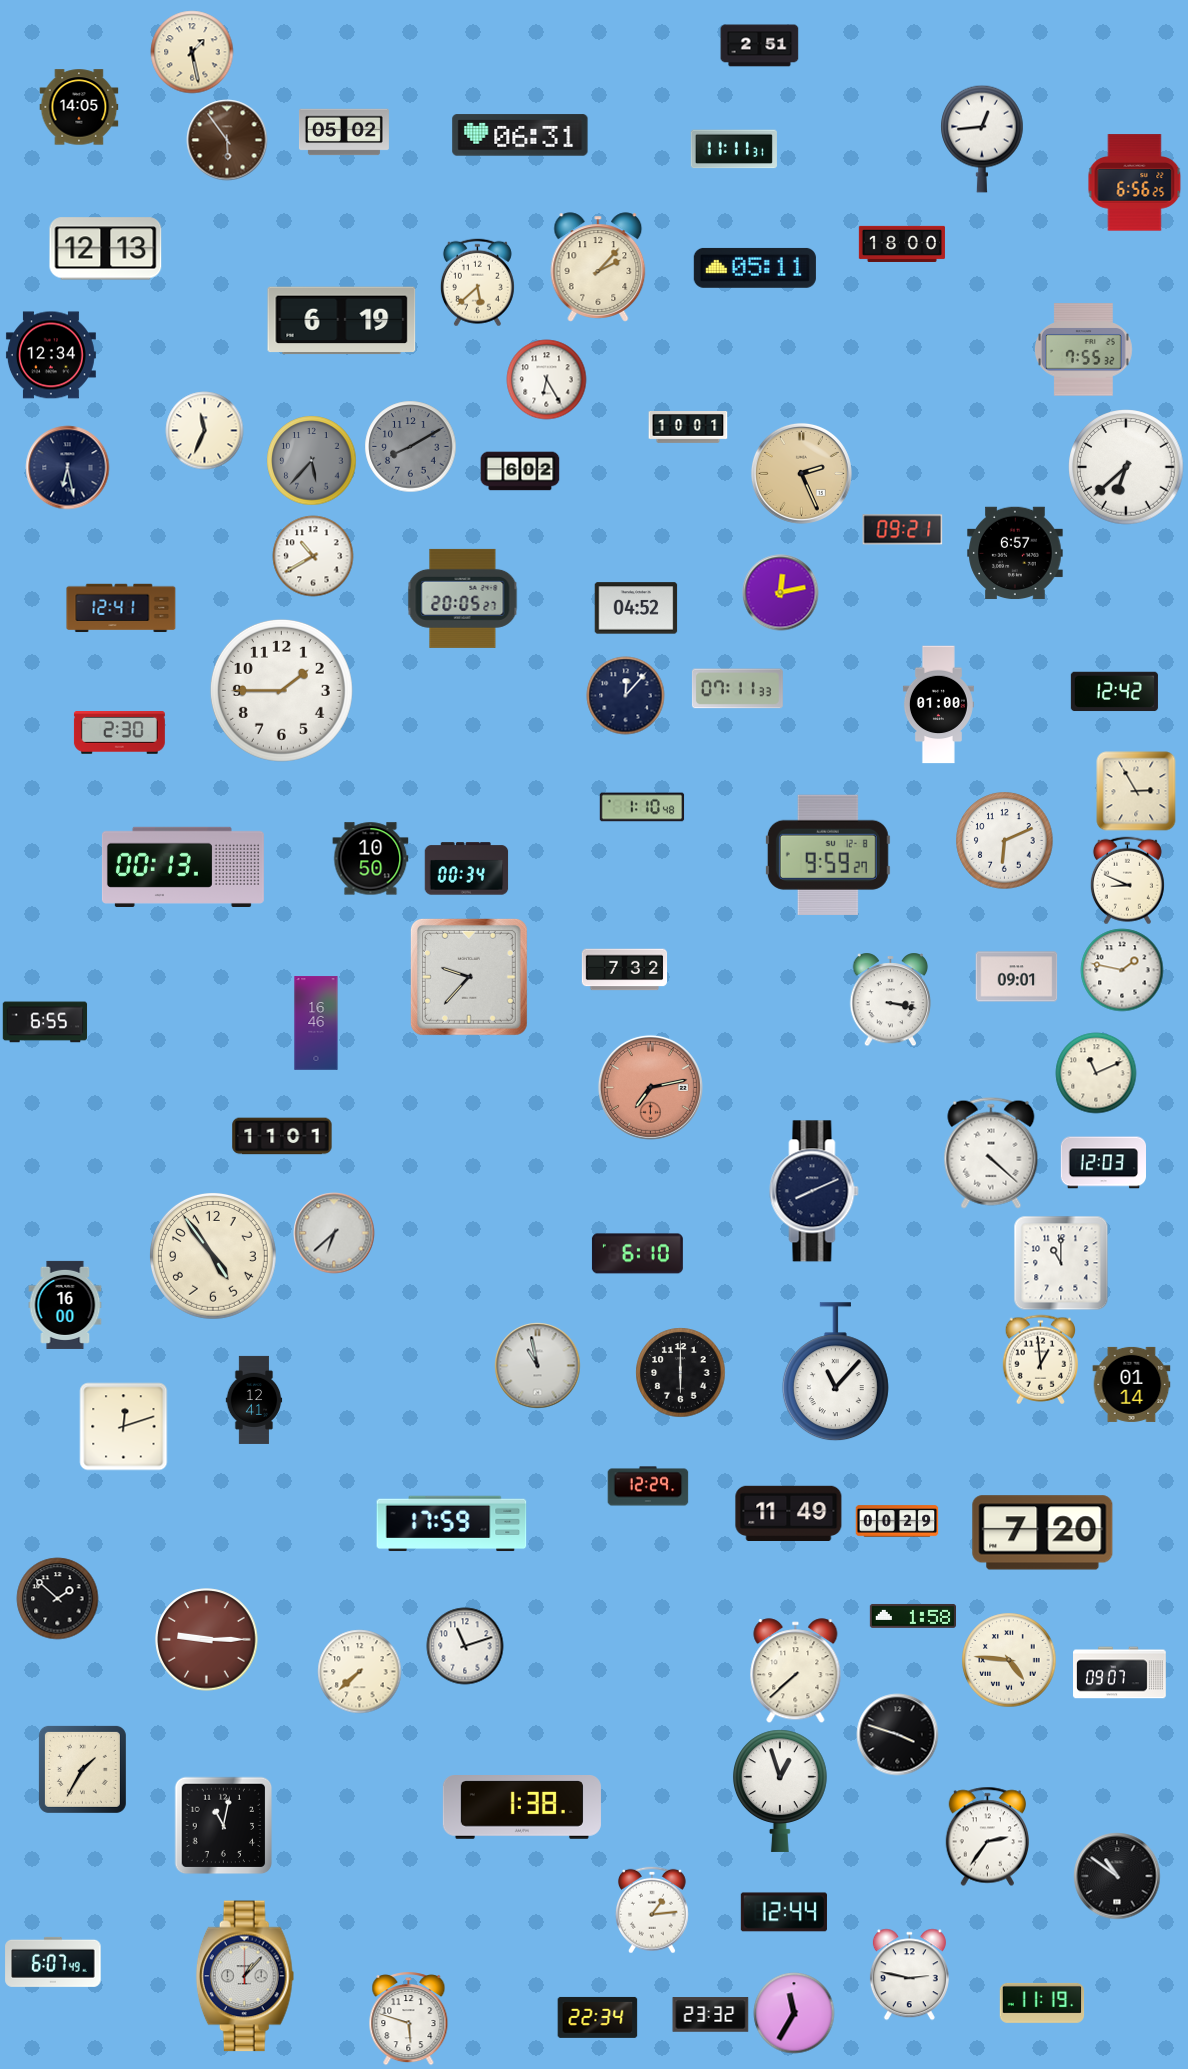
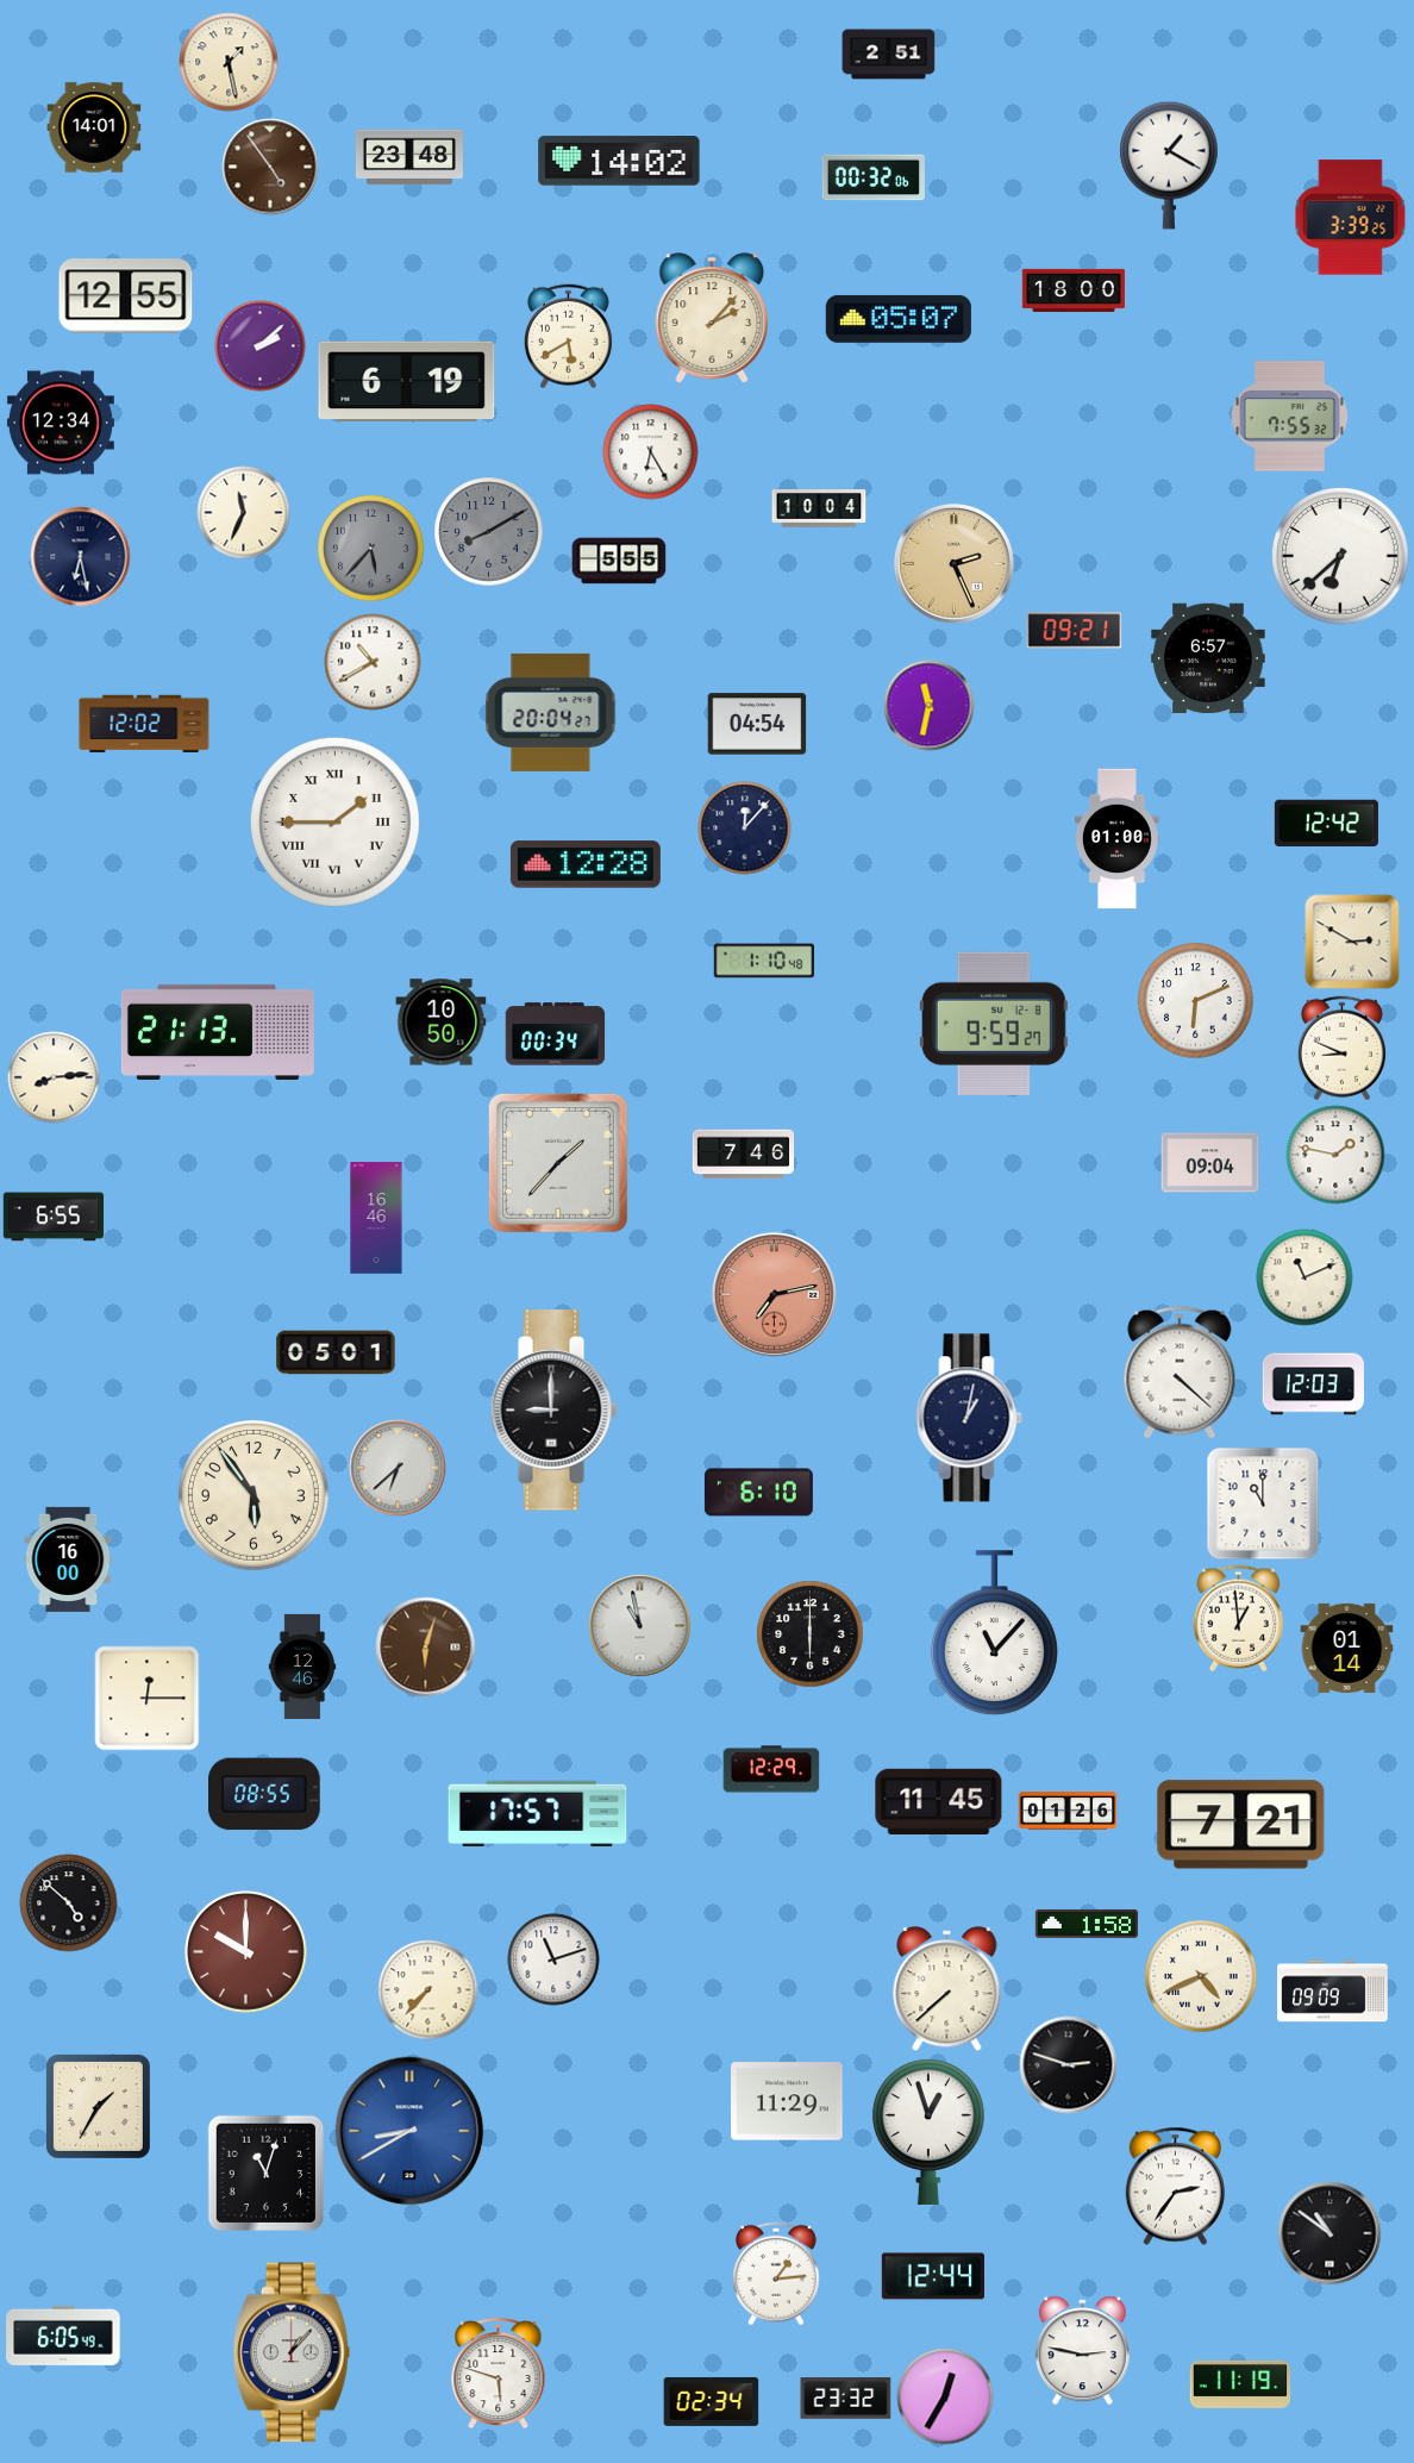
clock at (760, 46) position: (760, 46) -> (889, 55)
clock at (79, 107): 14:05 -> 14:01
clock at (344, 132): 05:02 -> 23:48
clock at (520, 135): 06:31 -> 14:02
clock at (982, 139): 12:44 -> 1:20
clock at (227, 140): 5:54 -> 4:54
clock at (734, 149): 11:11 -> 00:32
clock at (1135, 183): 6:56 -> 3:39
clock at (106, 249): 12:13 -> 12:55
clock at (755, 268): 05:11 -> 05:07
clock at (477, 283): 5:38 -> 5:40
clock at (261, 346): none -> 2:08
clock at (688, 427): 10:01 -> 10:04
clock at (520, 471): 6:02 -> 5:55
clock at (781, 593): 12:13 -> 11:32
clock at (463, 598): 20:05 -> 20:04
clock at (121, 608): 12:41 -> 12:02
clock at (636, 608): 04:52 -> 04:54
clock at (737, 689): 07:11 -> none
clock at (281, 690) numerals: Arabic -> Roman
clock at (586, 864): none -> 12:28
clock at (119, 733): 2:30 -> none
clock at (1136, 791): 2:55 -> 2:50
clock at (828, 855) position: (828, 855) -> (994, 1024)
clock at (183, 867): 00:13 -> 21:13
clock at (54, 1077): none -> 8:14
clock at (625, 970): 7:32 -> 7:46
clock at (469, 977): 9:37 -> 1:37
clock at (1017, 977): 09:01 -> 09:04
clock at (891, 1000): 3:17 -> none
clock at (282, 1136): 11:01 -> 05:01
clock at (553, 1411): none -> 9:00
clock at (814, 1191): 8:11 -> 1:02
clock at (214, 1257): 4:54 -> 5:54
clock at (65, 1305) position: (65, 1305) -> (68, 1559)
clock at (426, 1648): none -> 6:03
clock at (254, 1400): 12:41 -> 12:46
clock at (124, 1427): 12:12 -> 12:15
clock at (265, 1794): none -> 08:55
clock at (789, 1513): 11:49 -> 11:45
clock at (897, 1521): 00:29 -> 01:26
clock at (452, 1524): 17:59 -> 17:57
clock at (1043, 1533): 7:20 -> 7:21
clock at (58, 1599): 1:52 -> 4:52
clock at (207, 1640): 9:15 -> 10:00
clock at (1009, 1660): 4:46 -> 4:41
clock at (360, 1672): 7:38 -> 7:37
clock at (1120, 1673): 09:07 -> 09:09
clock at (898, 1735): 3:48 -> 2:48
clock at (787, 2101): none -> 11:29
clock at (409, 2131): none -> 8:40
clock at (522, 1807): 1:38 -> none
clock at (224, 1826): 11:02 -> 11:03
clock at (53, 1962): 6:07 -> 6:05
clock at (794, 2013): 11:35 -> 12:35
clock at (598, 2017): 22:34 -> 02:34
clock at (409, 2019) position: (409, 2019) -> (499, 2374)
